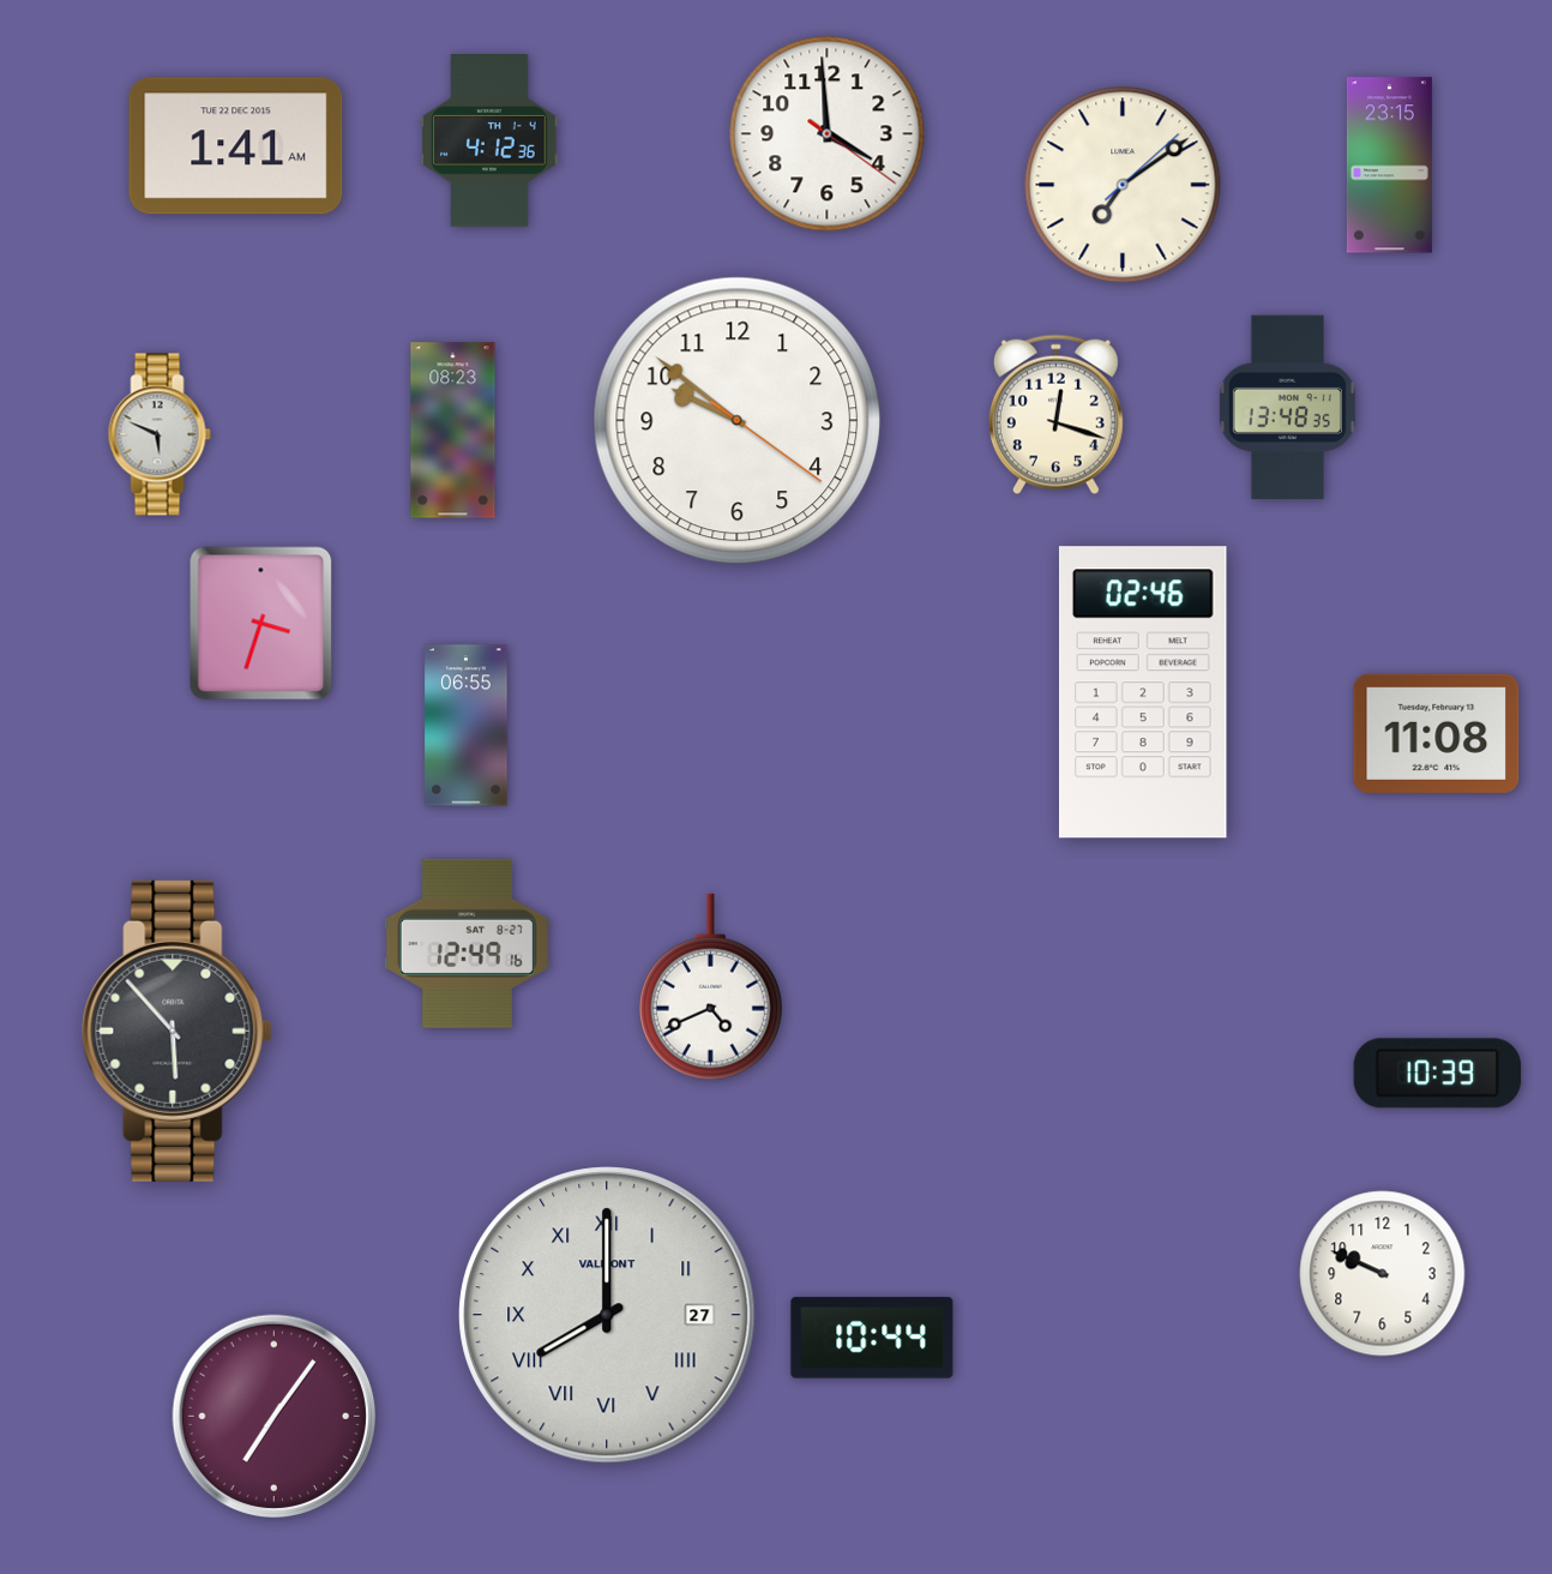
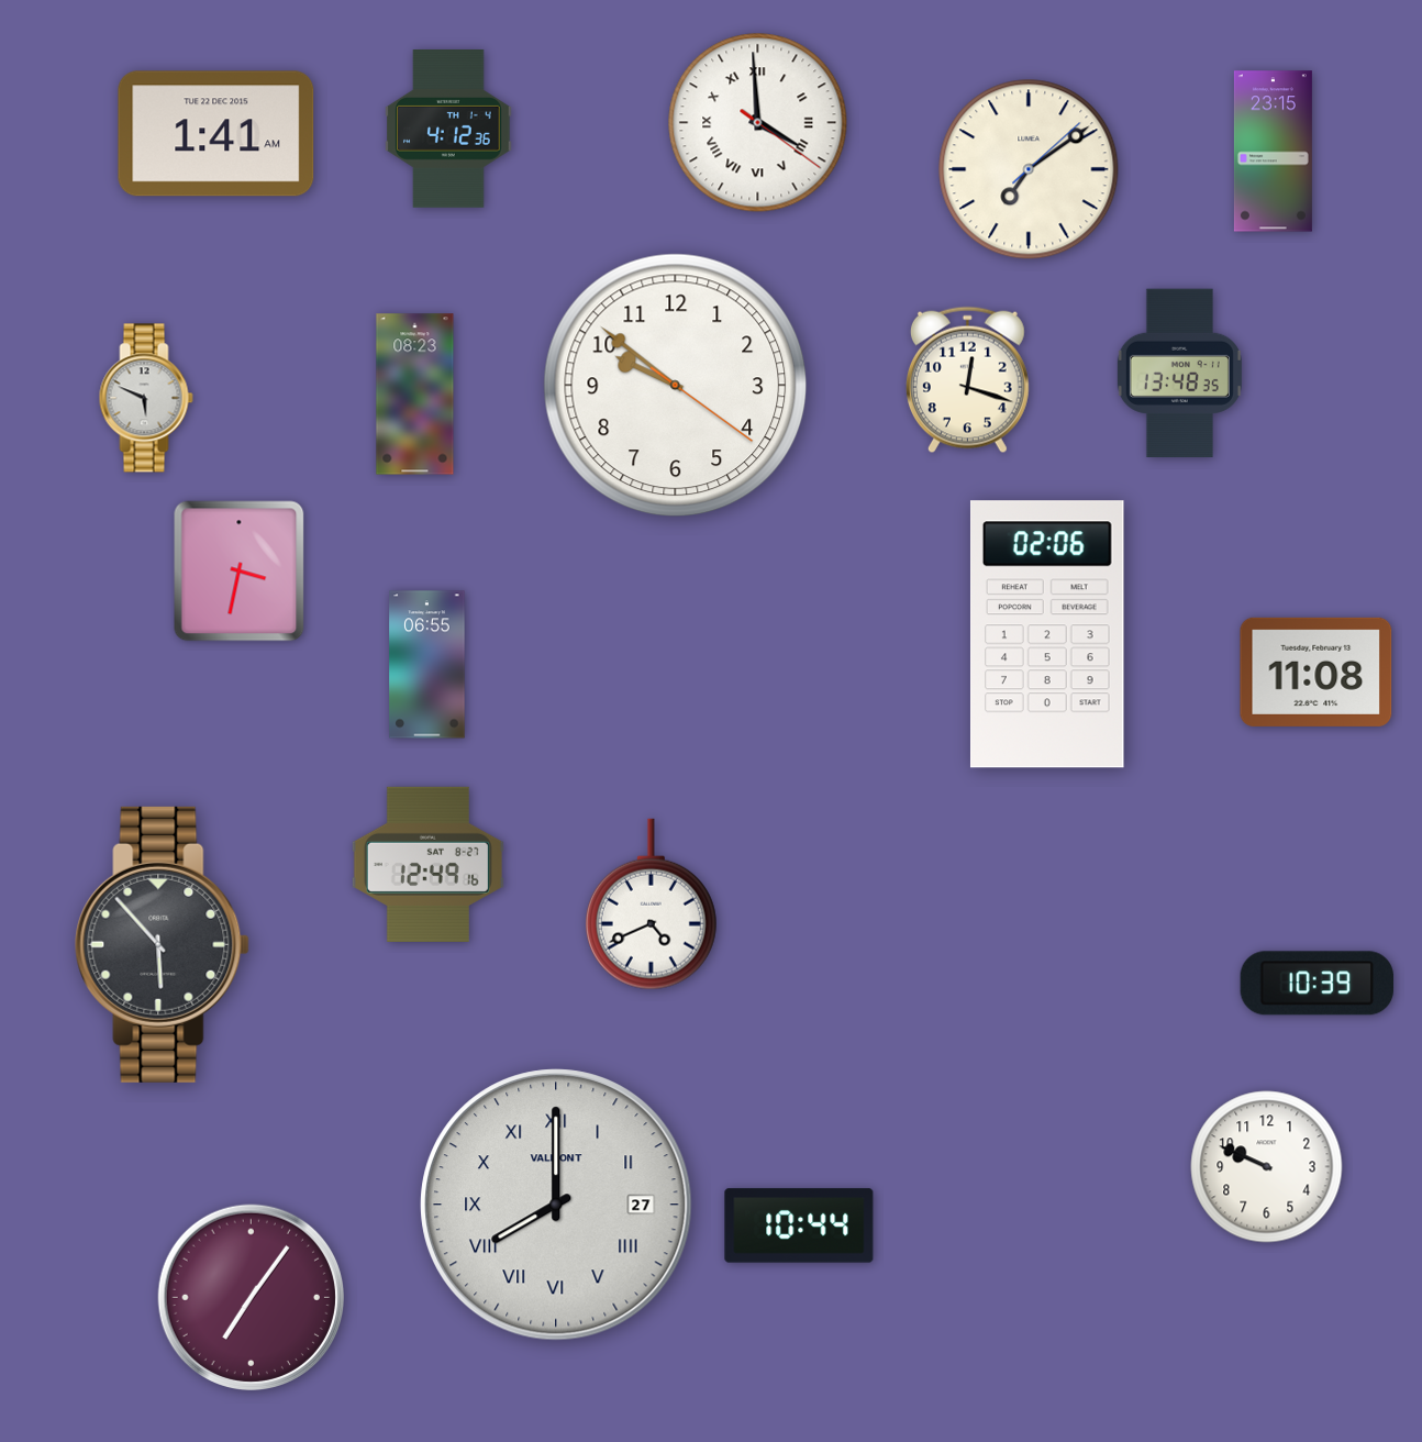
clock at (828, 134) numerals: Arabic -> Roman
clock at (261, 624): 3:33 -> 3:32
clock at (1143, 692): 02:46 -> 02:06
